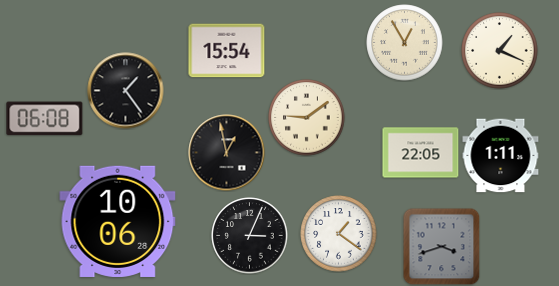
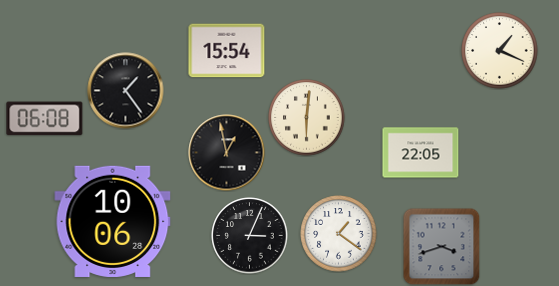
clock at (405, 43): 12:55 -> none
clock at (307, 118): 9:09 -> 6:01
clock at (501, 156): 1:11 -> none
clock at (118, 221) position: (118, 221) -> (113, 221)
